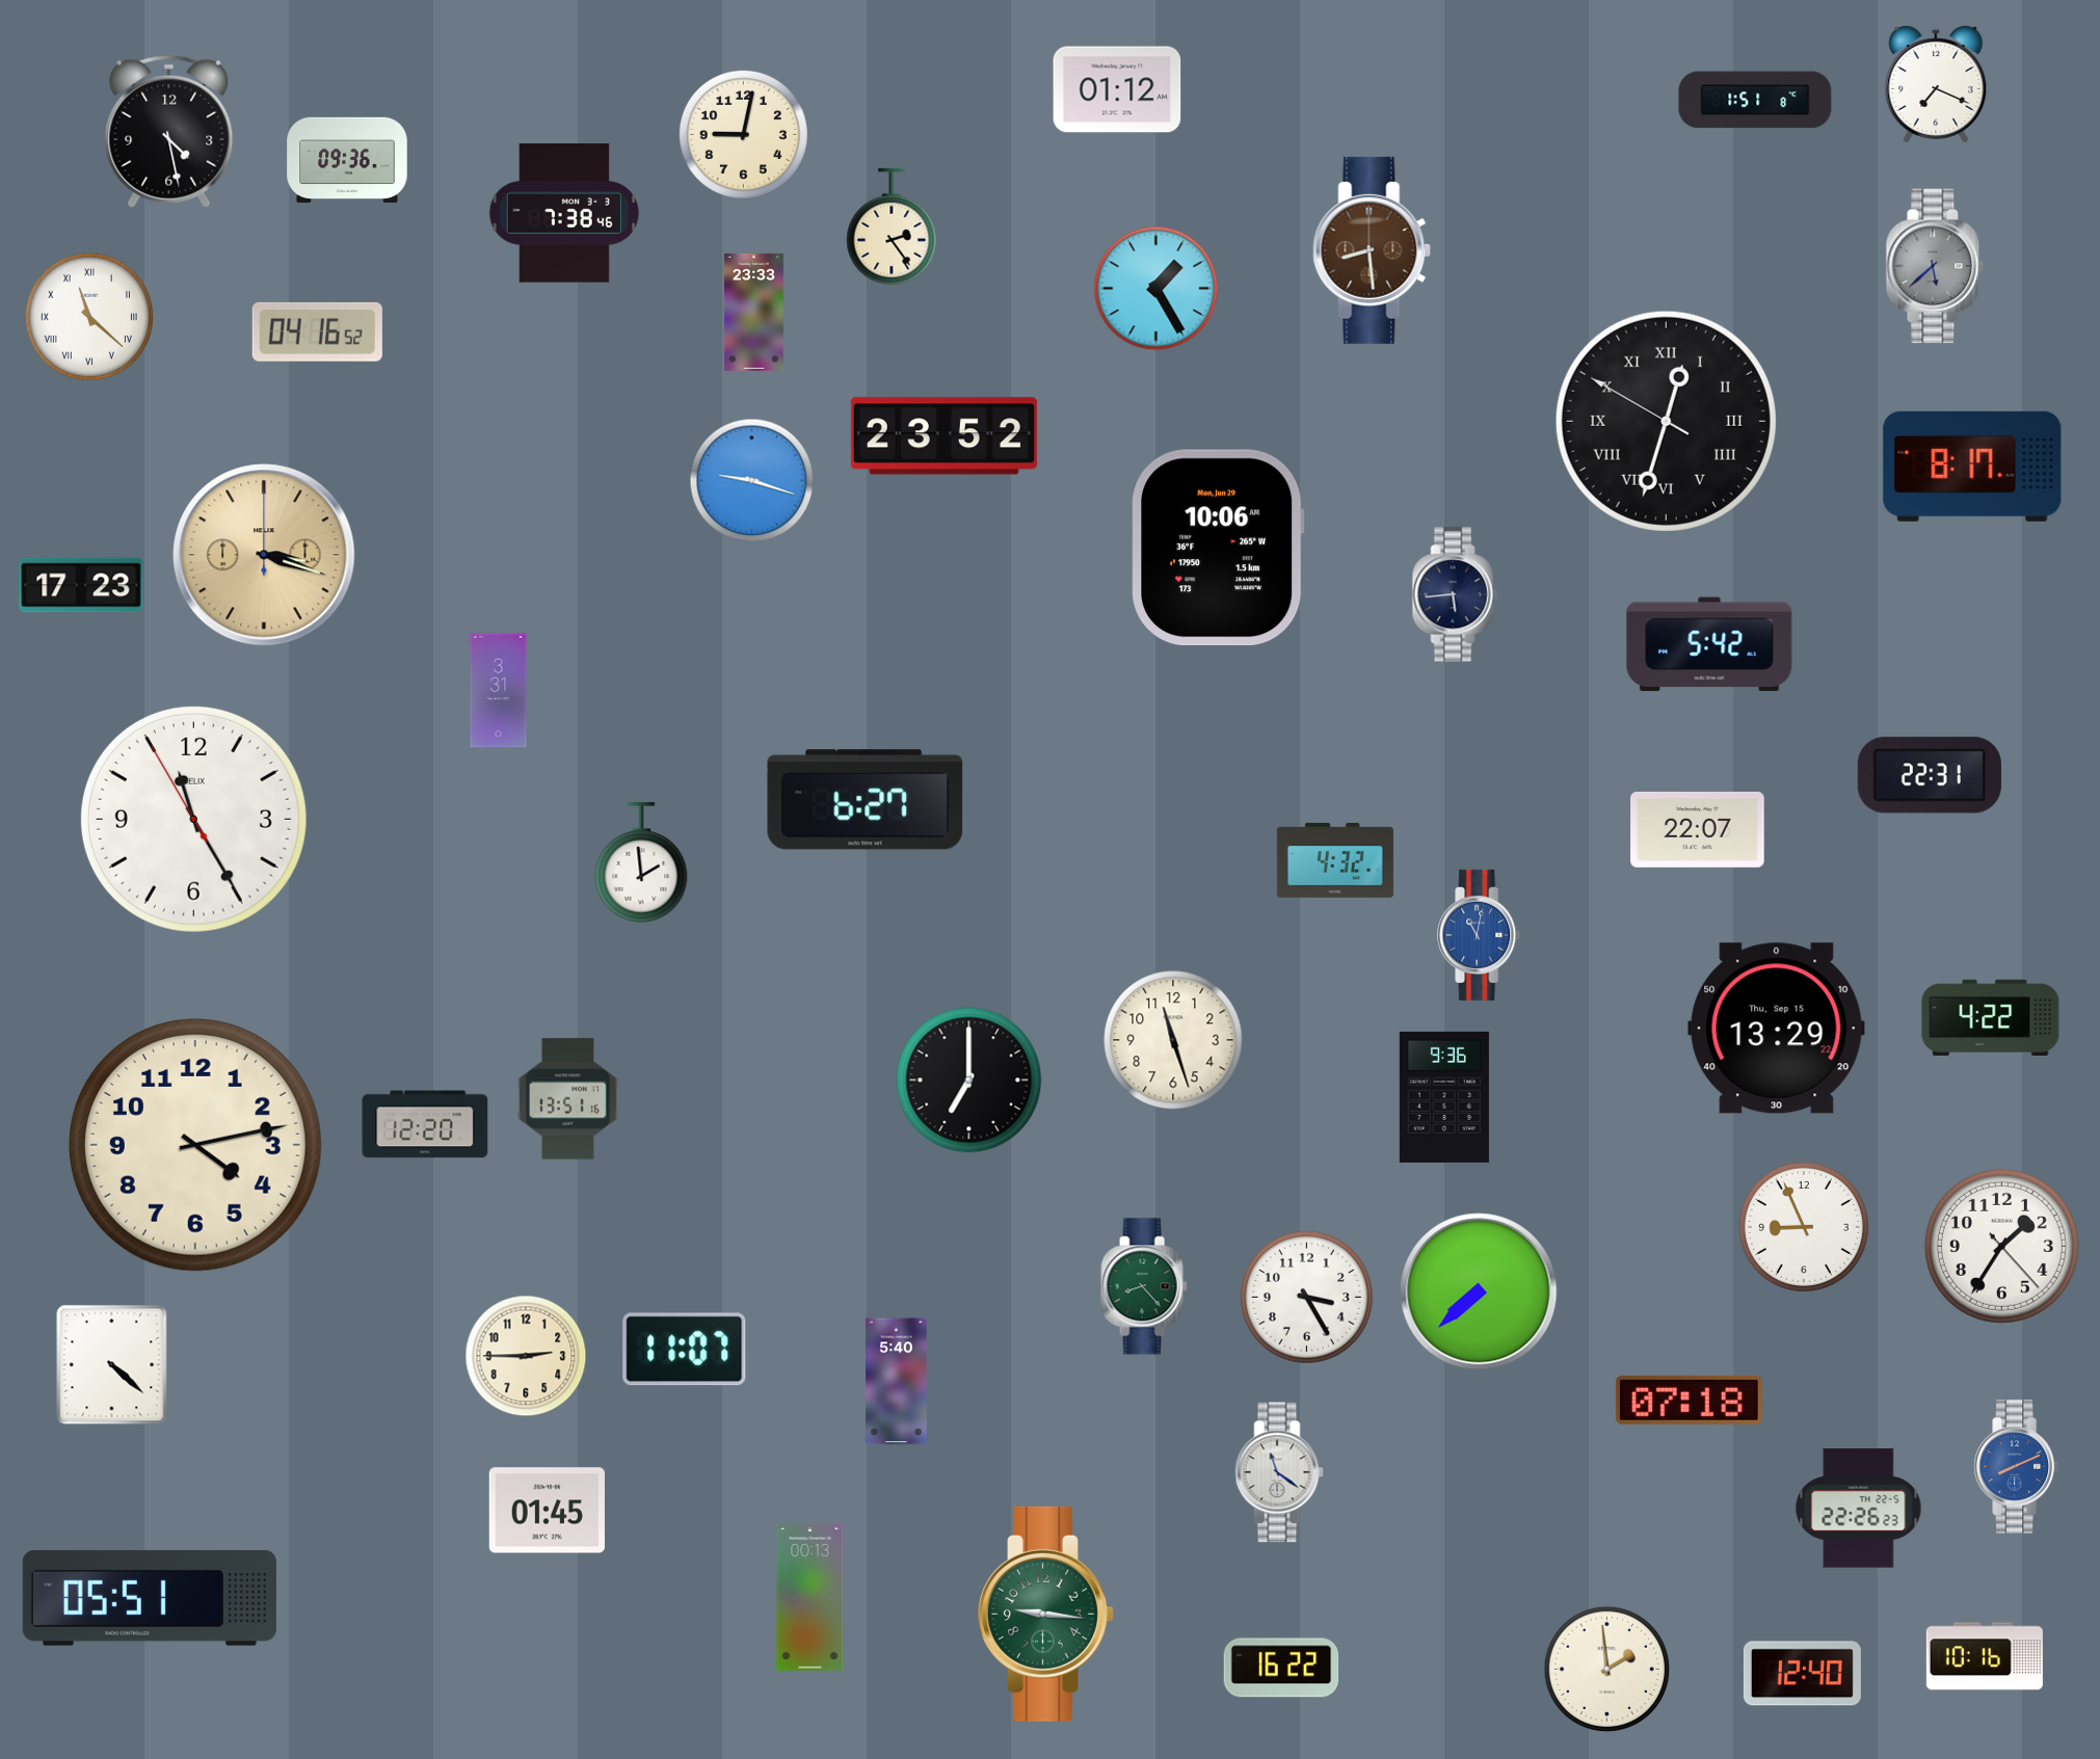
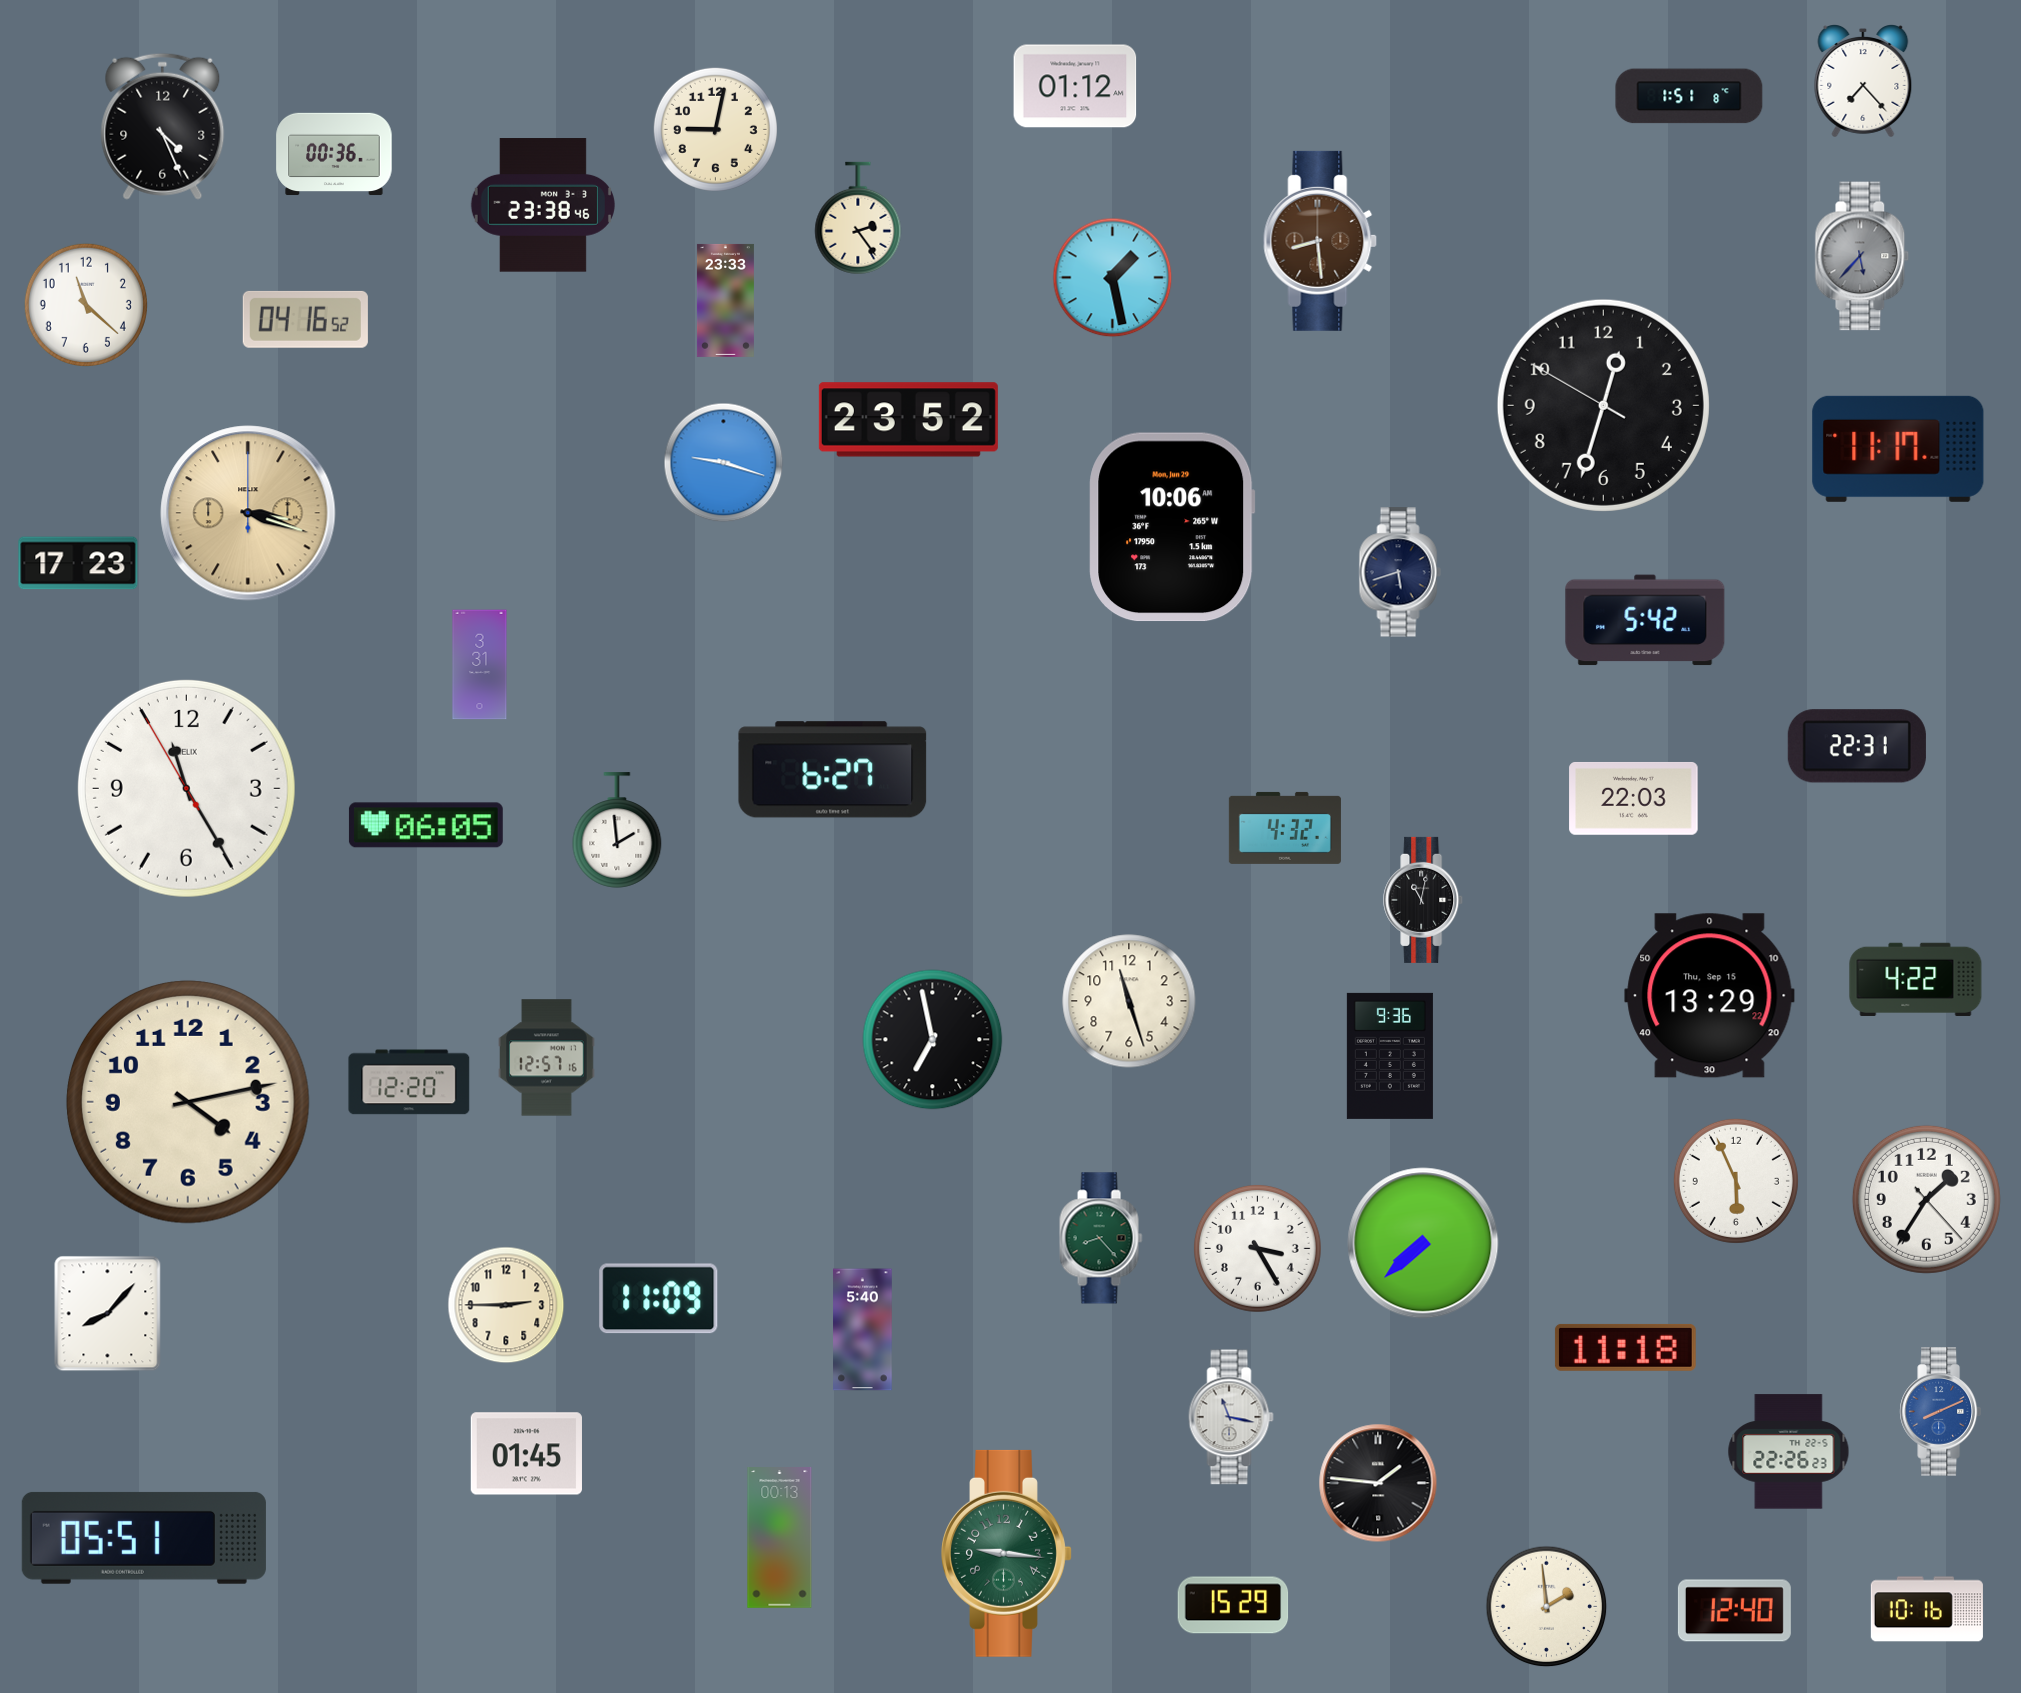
clock at (1936, 85): 7:19 -> 7:23
clock at (169, 131): 4:28 -> 4:26
clock at (347, 160): 09:36 -> 00:36
clock at (564, 213): 7:38 -> 23:38
clock at (1935, 266): 5:38 -> 5:37
clock at (1157, 289): 1:25 -> 1:28
clock at (89, 317) numerals: Roman -> Arabic
clock at (1666, 421) numerals: Roman -> Arabic
clock at (1972, 467): 8:17 -> 11:17
clock at (264, 555) position: (264, 555) -> (248, 513)
clock at (1455, 594): 5:44 -> 5:42
clock at (1698, 829): 22:07 -> 22:03
clock at (426, 825): none -> 06:05
clock at (1480, 935) dial: blue -> black
clock at (1777, 1029) position: (1777, 1029) -> (1710, 996)
clock at (969, 1081): 7:00 -> 6:58
clock at (568, 1099): 13:51 -> 12:57
clock at (1804, 1227): 8:56 -> 5:56
clock at (685, 1350): 11:07 -> 11:09
clock at (112, 1365): 4:22 -> 8:07
clock at (1689, 1400): 07:18 -> 11:18
clock at (1279, 1472): 11:21 -> 11:17
clock at (1378, 1483): none -> 1:46
clock at (1985, 1656) position: (1985, 1656) -> (1927, 1609)
clock at (1281, 1668): 16:22 -> 15:29
